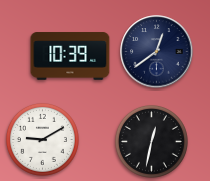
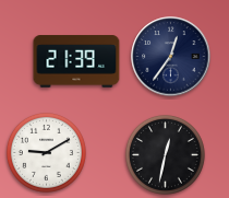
clock at (157, 52): 12:39 -> 12:36
clock at (70, 56): 10:39 -> 21:39
